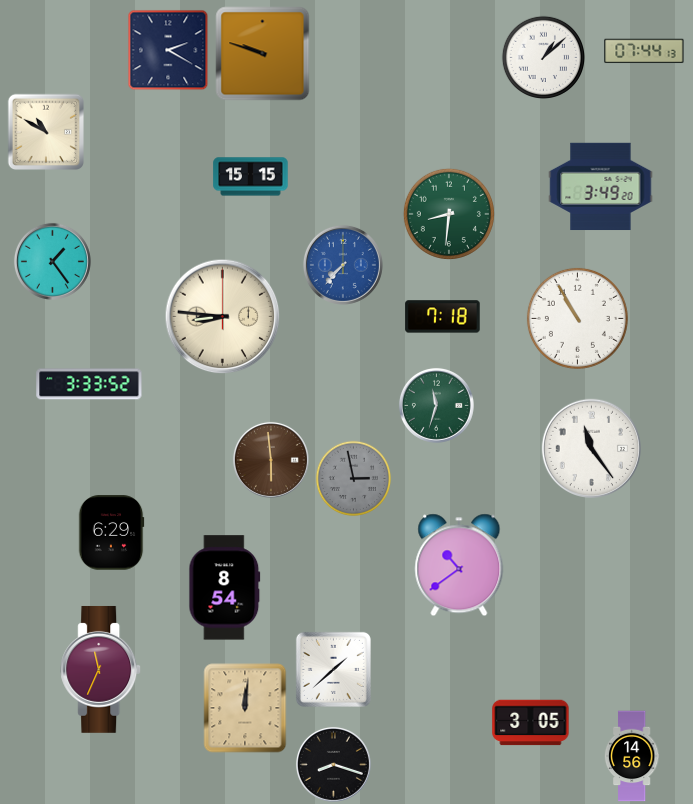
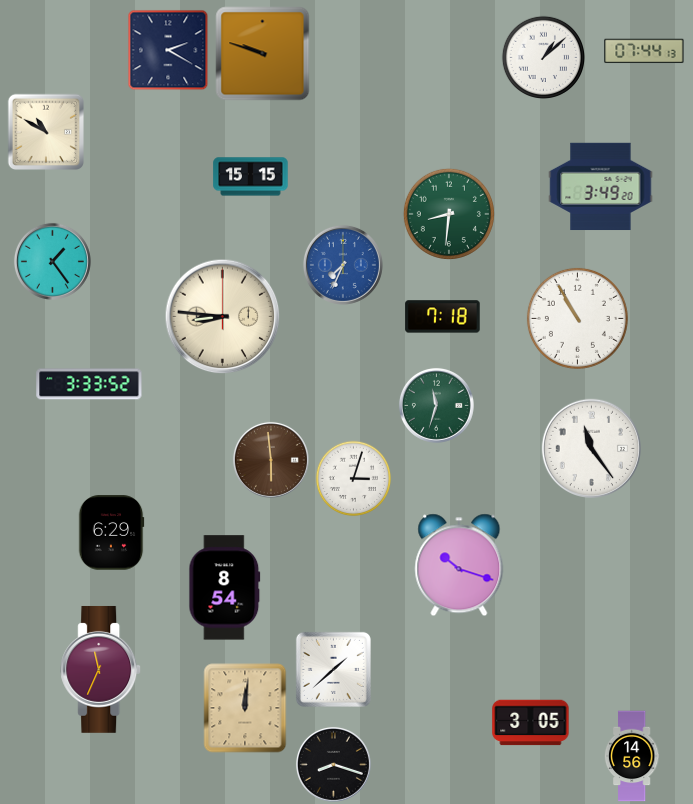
clock at (343, 265): 7:37 -> 7:34
clock at (354, 479): 2:58 -> 3:03
clock at (354, 479) dial: grey -> white
clock at (459, 565): 10:39 -> 10:18
